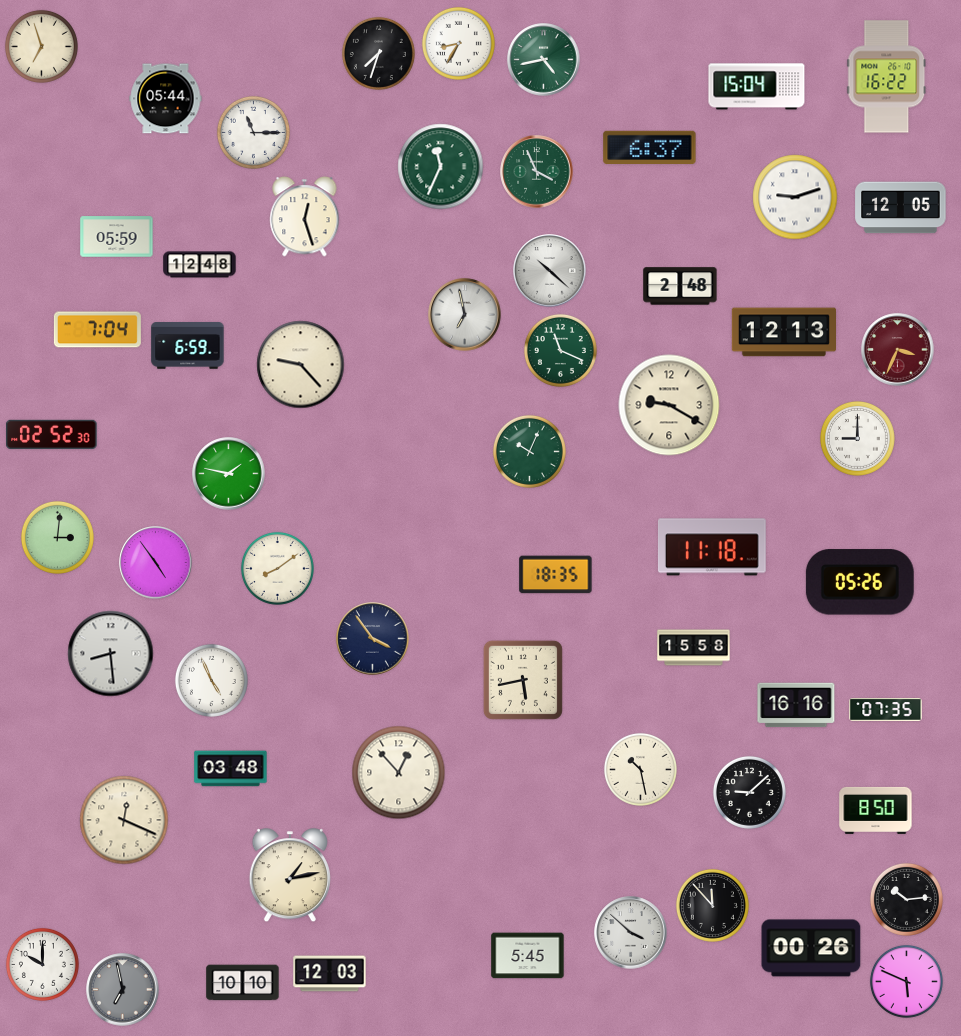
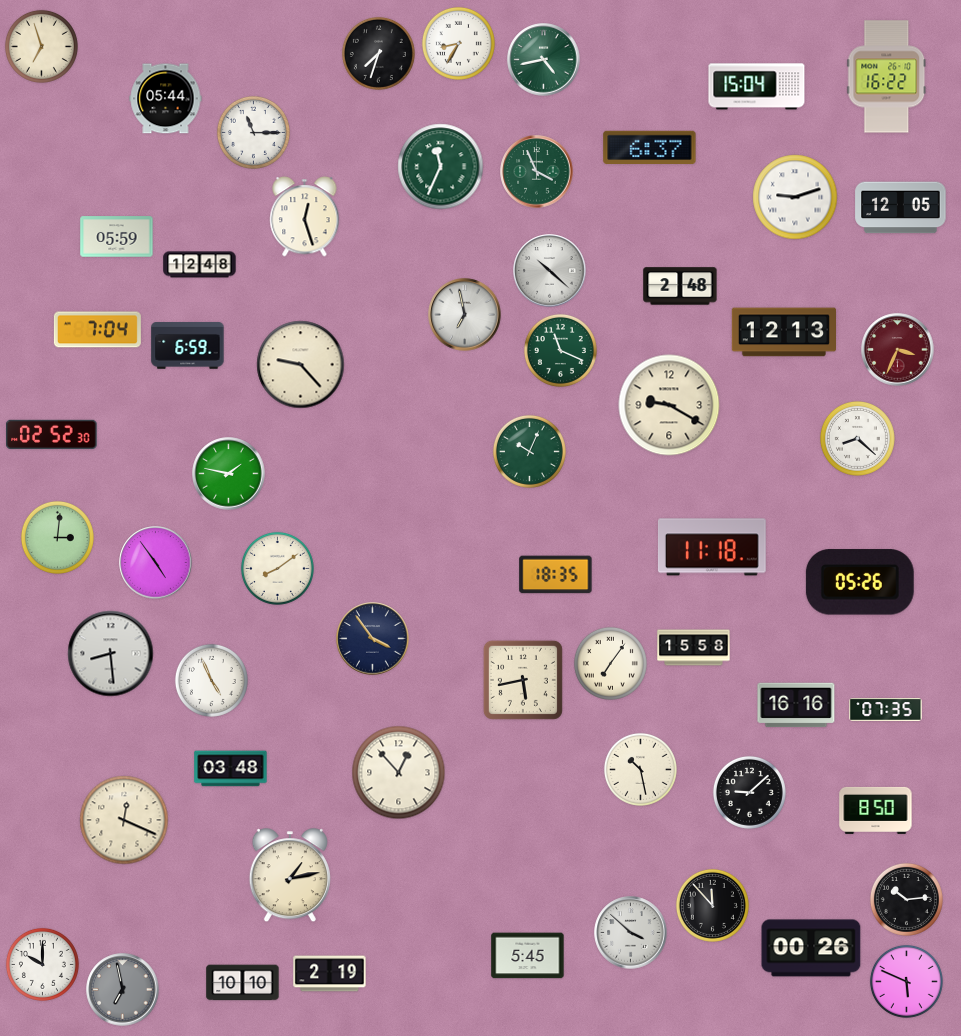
clock at (857, 438): 9:00 -> 8:22
clock at (610, 663): none -> 7:06
clock at (330, 974): 12:03 -> 2:19
